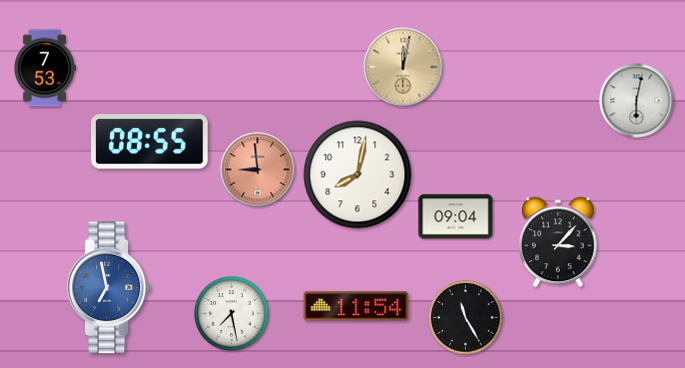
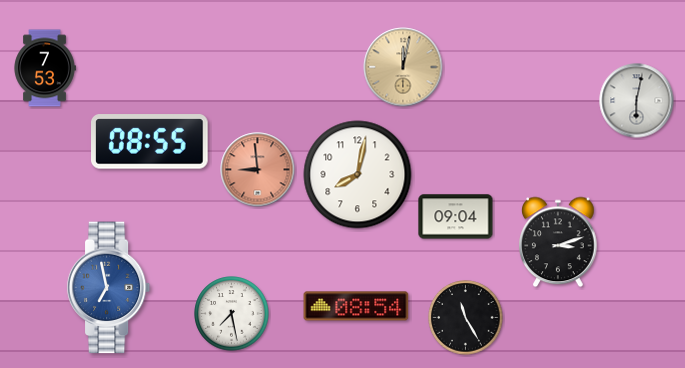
clock at (558, 242): 3:07 -> 3:12
clock at (356, 306): 11:54 -> 08:54
